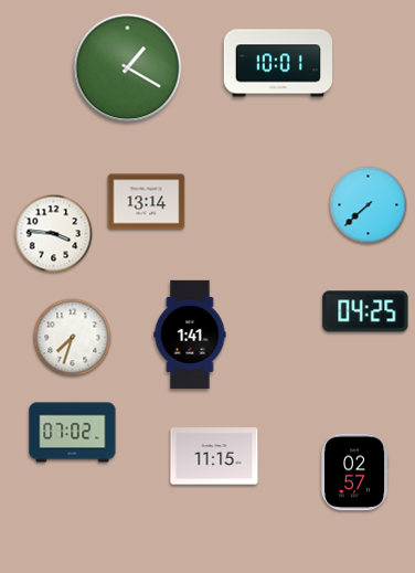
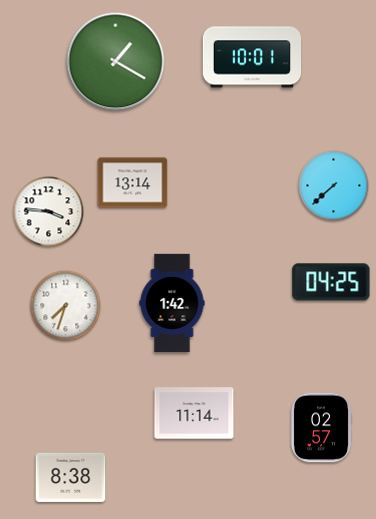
clock at (190, 335): 1:41 -> 1:42
clock at (73, 433): 07:02 -> none
clock at (214, 456): 11:15 -> 11:14
clock at (71, 477): none -> 8:38
